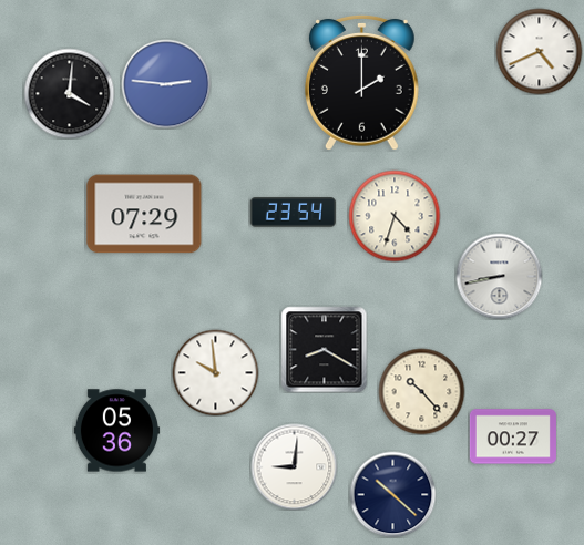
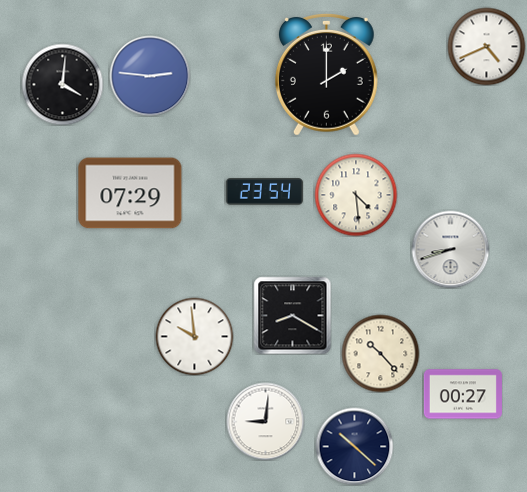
clock at (395, 216): 4:33 -> 4:29
clock at (499, 276): 8:43 -> 8:42
clock at (116, 431): 05:36 -> none
